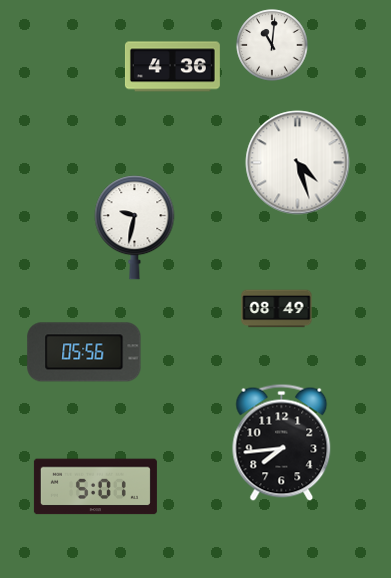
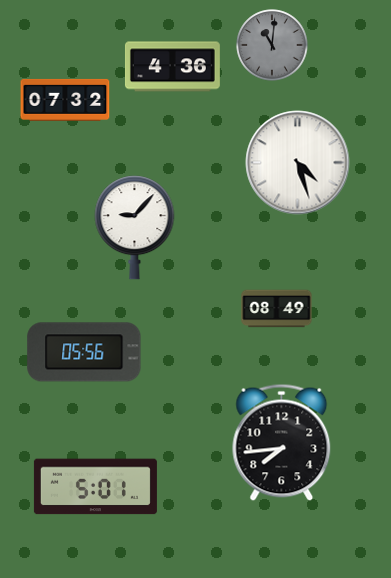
clock at (272, 45) dial: white -> grey
clock at (65, 100): none -> 07:32
clock at (135, 228): 9:32 -> 9:07
